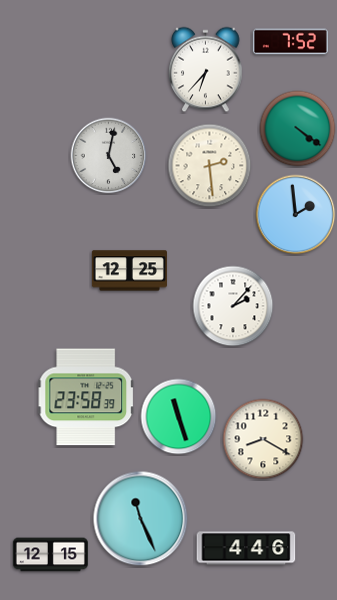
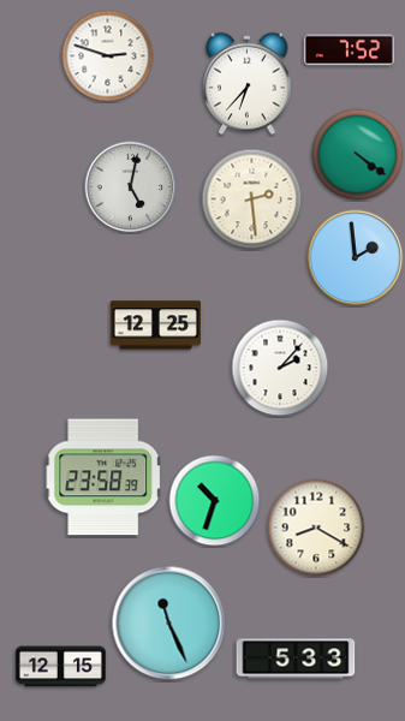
clock at (108, 56): none -> 2:48
clock at (179, 417): 11:27 -> 10:33
clock at (246, 548): 4:46 -> 5:33
